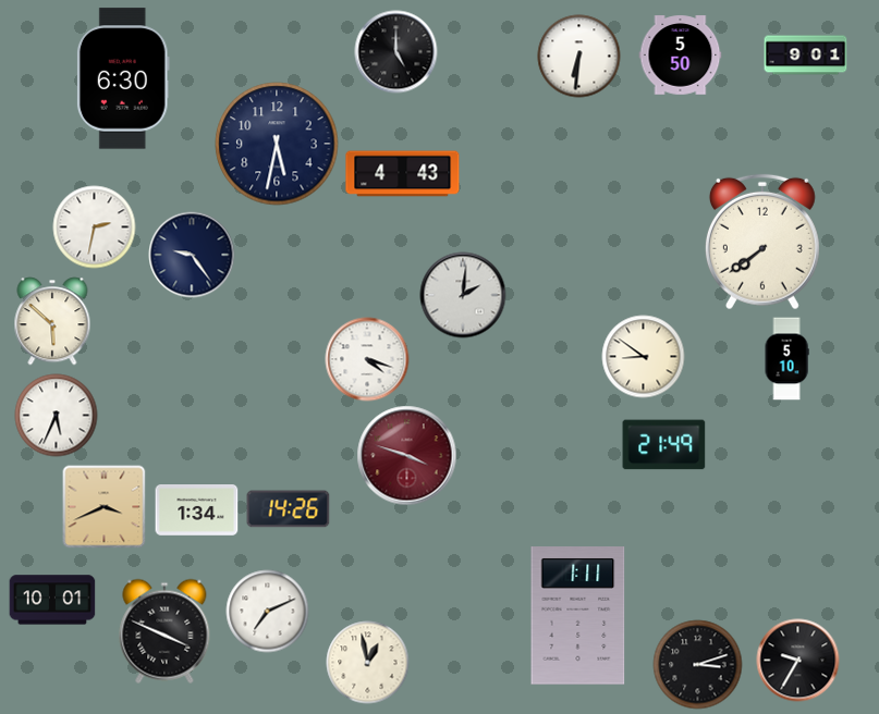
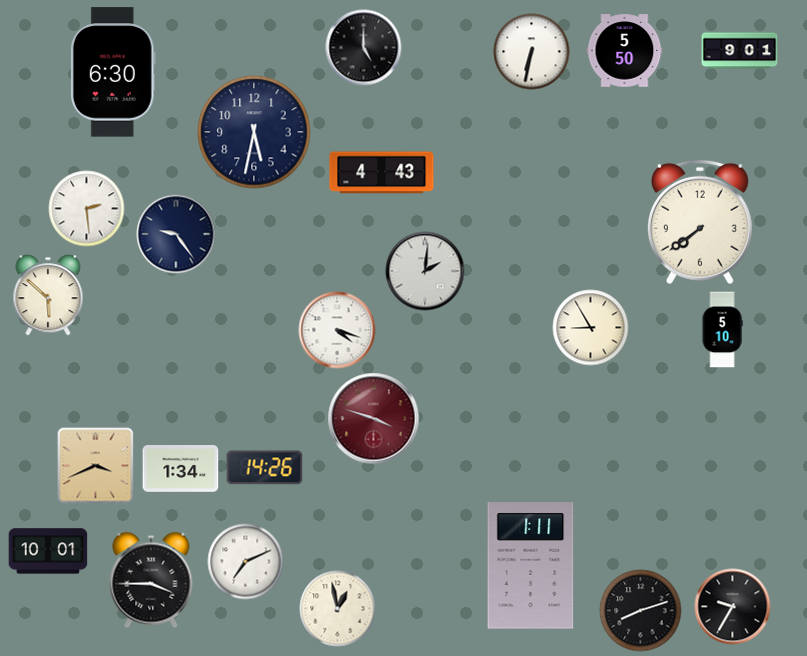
clock at (579, 57): 6:31 -> 6:32
clock at (403, 174) position: (403, 174) -> (382, 173)
clock at (95, 227): 2:32 -> 2:29
clock at (644, 357): 8:51 -> 8:55
clock at (57, 416): 5:34 -> none
clock at (664, 445): 21:49 -> none
clock at (164, 631): 3:49 -> 3:45
clock at (698, 665): 3:12 -> 8:12
